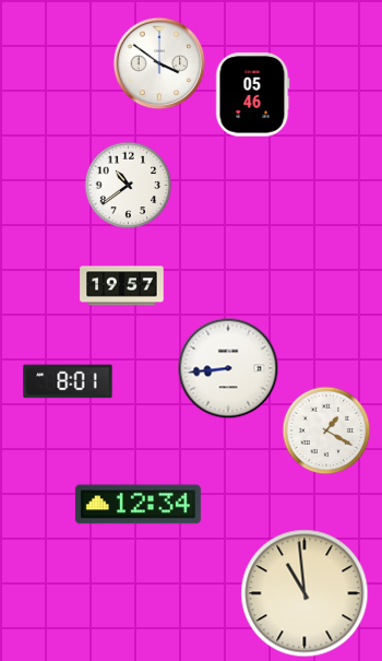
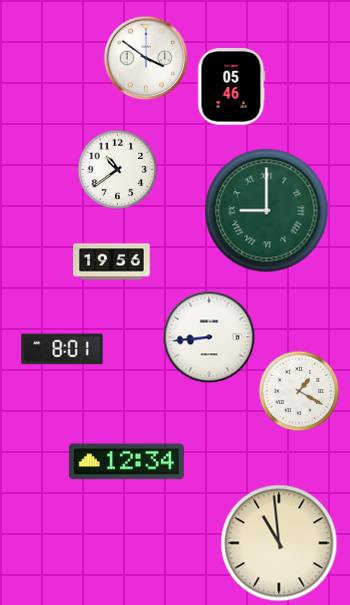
clock at (267, 211): none -> 9:00
clock at (122, 286): 19:57 -> 19:56
clock at (326, 430) position: (326, 430) -> (299, 391)
